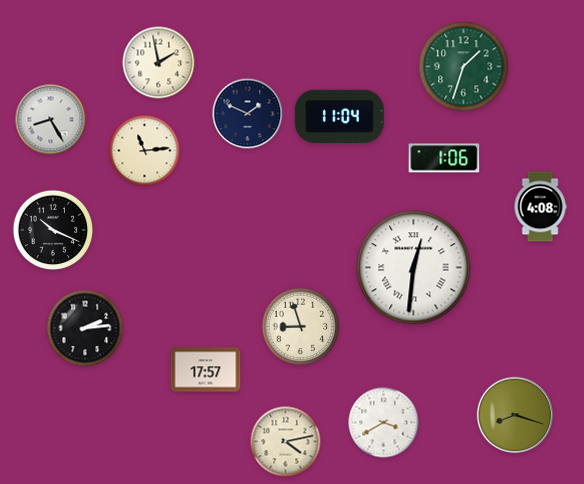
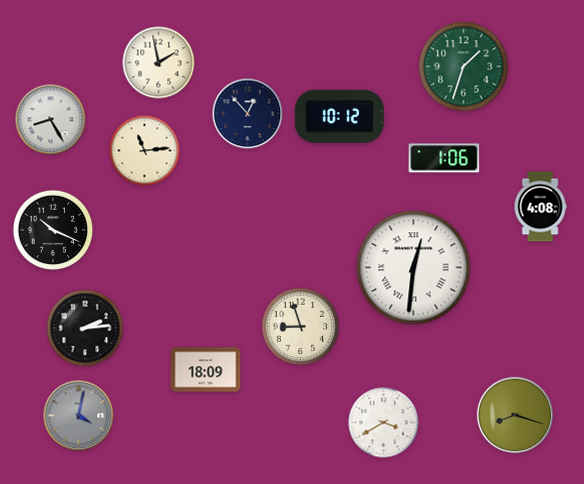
clock at (248, 114): 1:49 -> 12:53
clock at (339, 116): 11:04 -> 10:12
clock at (206, 370): 17:57 -> 18:09
clock at (79, 416): none -> 4:02
clock at (286, 442): 4:13 -> none
